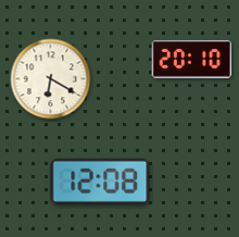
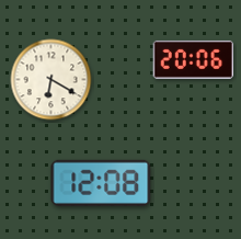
clock at (191, 59): 20:10 -> 20:06
